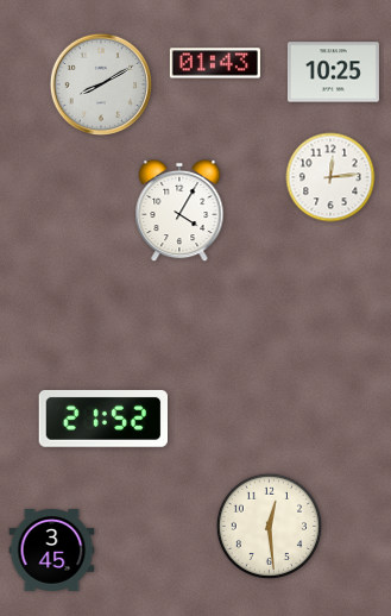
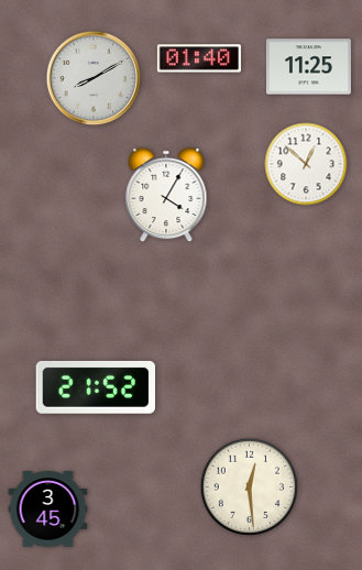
clock at (215, 63): 01:43 -> 01:40
clock at (333, 73): 10:25 -> 11:25
clock at (330, 177): 12:14 -> 12:52
